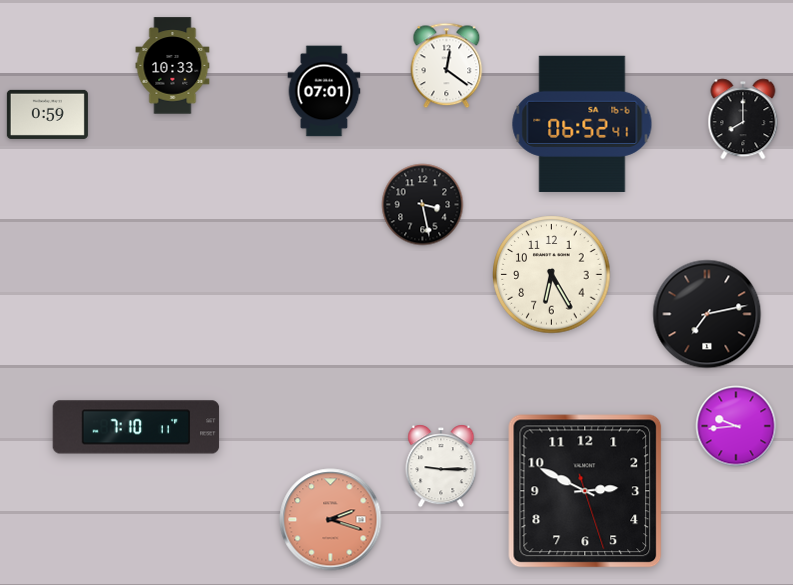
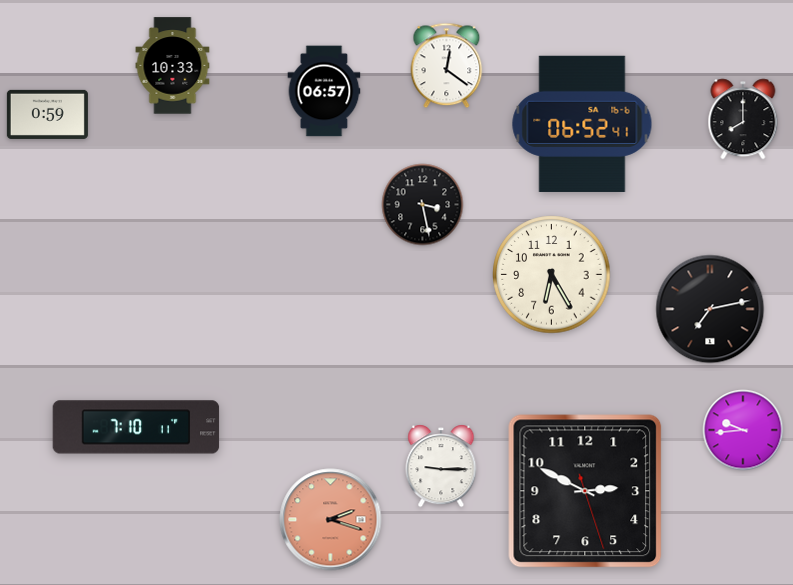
clock at (324, 91): 07:01 -> 06:57
clock at (707, 314) position: (707, 314) -> (710, 309)
clock at (736, 426) position: (736, 426) -> (743, 430)
